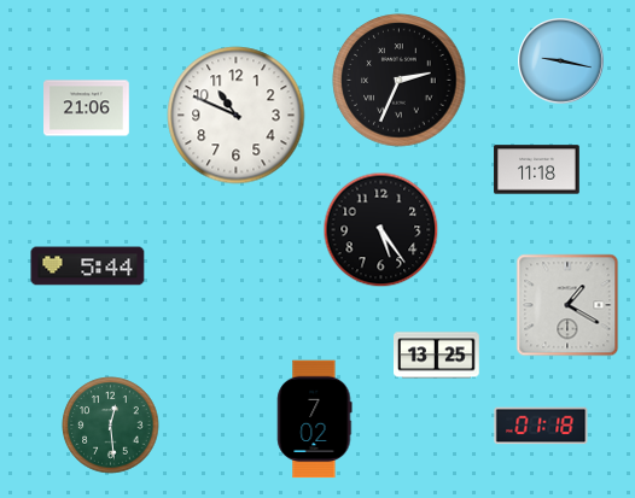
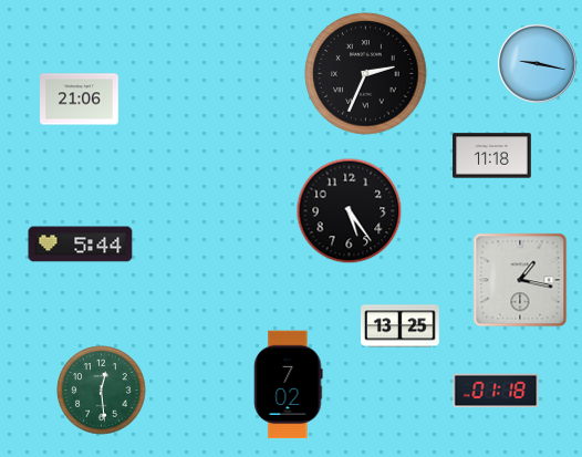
clock at (561, 61) position: (561, 61) -> (538, 64)
clock at (237, 116): 10:49 -> none
clock at (567, 305): 1:20 -> 1:17
